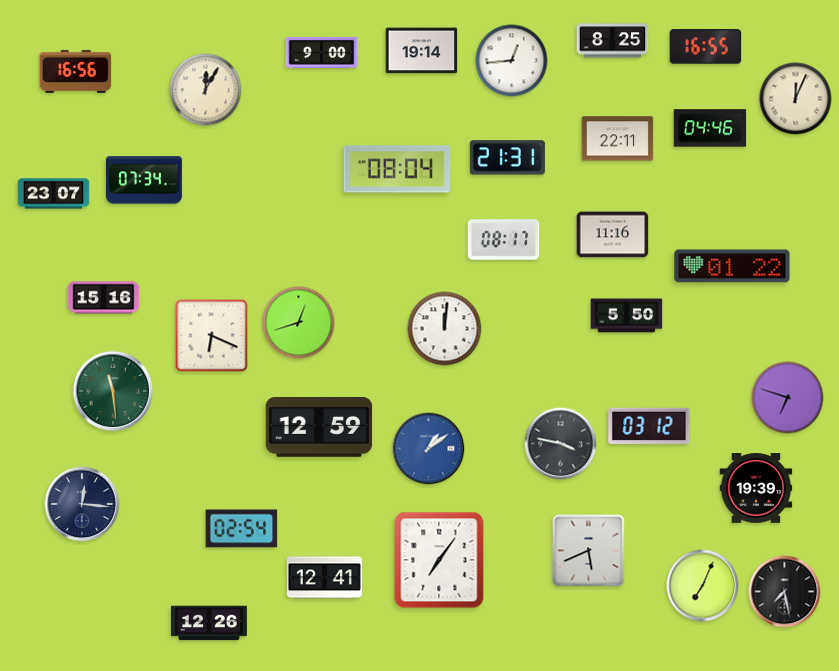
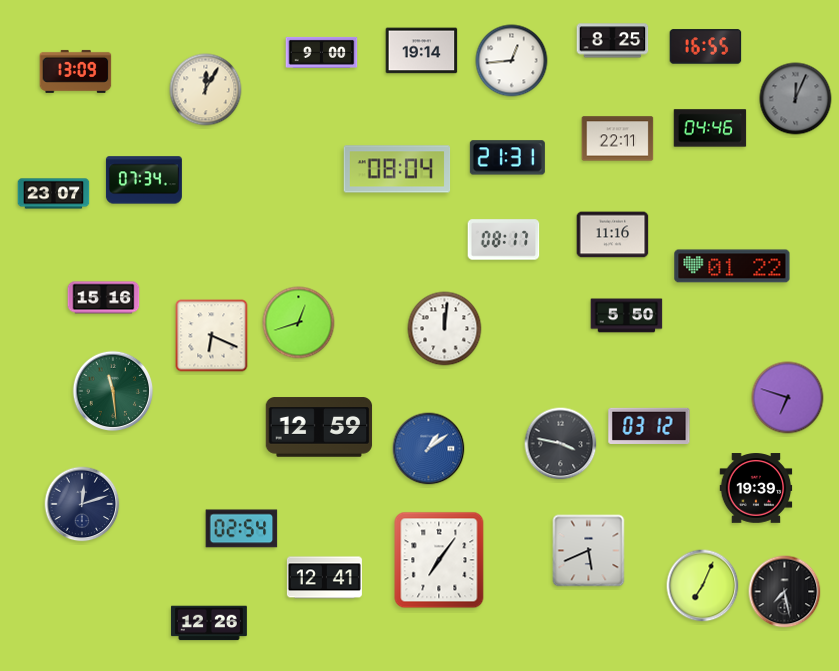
clock at (76, 71): 16:56 -> 13:09
clock at (796, 99) dial: cream -> grey
clock at (82, 504): 12:16 -> 12:12
